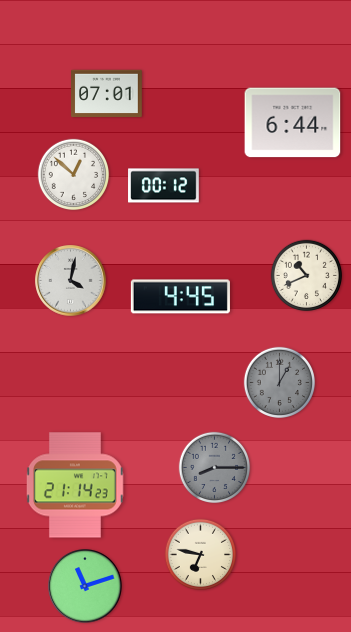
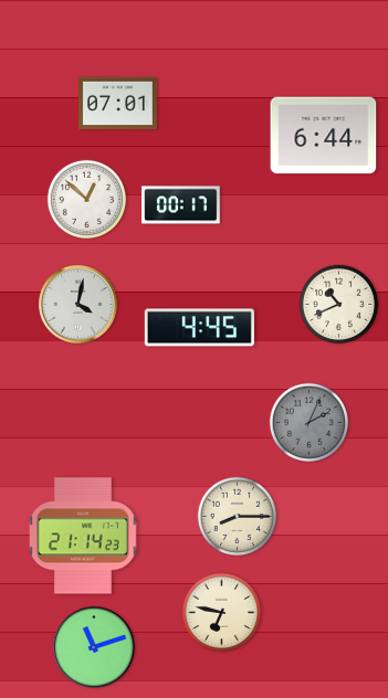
clock at (74, 175) position: (74, 175) -> (87, 200)
clock at (164, 186): 00:12 -> 00:17
clock at (71, 281) position: (71, 281) -> (78, 305)
clock at (280, 383): 1:00 -> 2:04
clock at (215, 468) dial: grey -> cream
